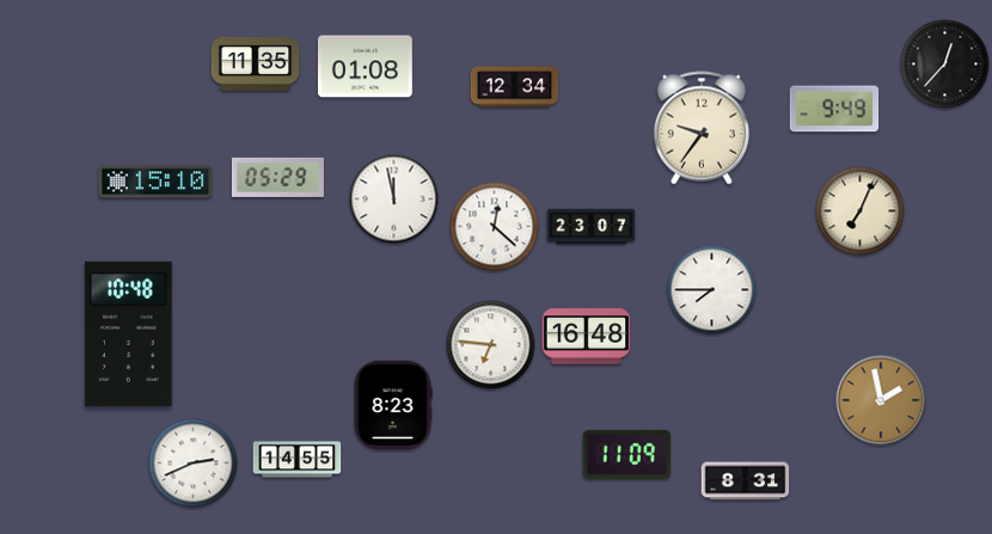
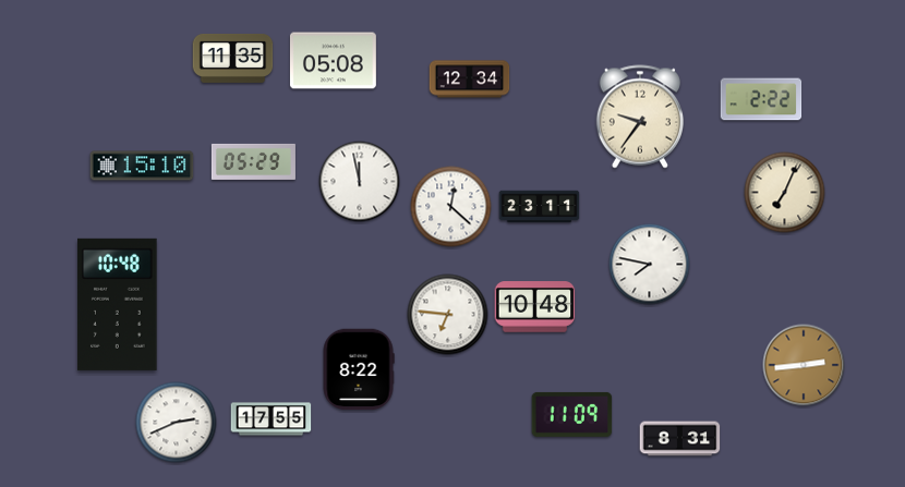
clock at (945, 65): 12:37 -> none
clock at (365, 67): 01:08 -> 05:08
clock at (834, 109): 9:49 -> 2:22
clock at (592, 227): 23:07 -> 23:11
clock at (712, 290): 7:45 -> 7:47
clock at (587, 337): 16:48 -> 10:48
clock at (881, 400): 1:58 -> 2:44
clock at (393, 405): 8:23 -> 8:22
clock at (298, 460): 14:55 -> 17:55
